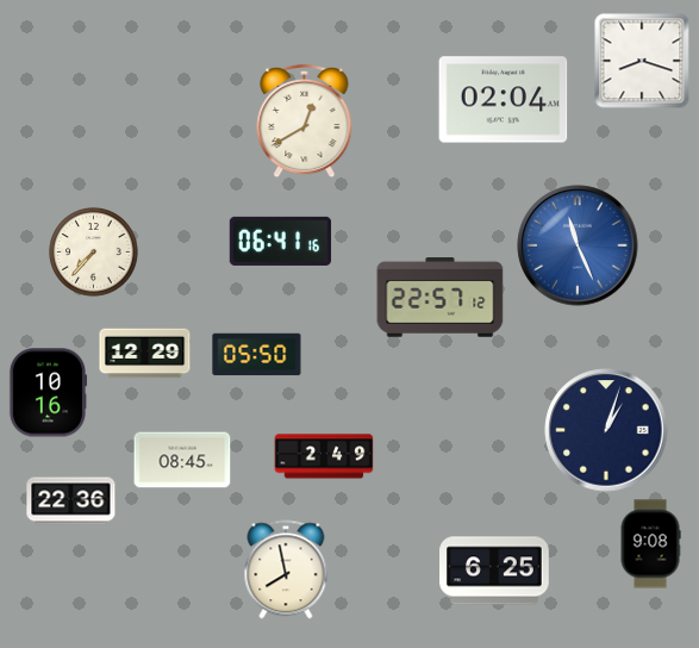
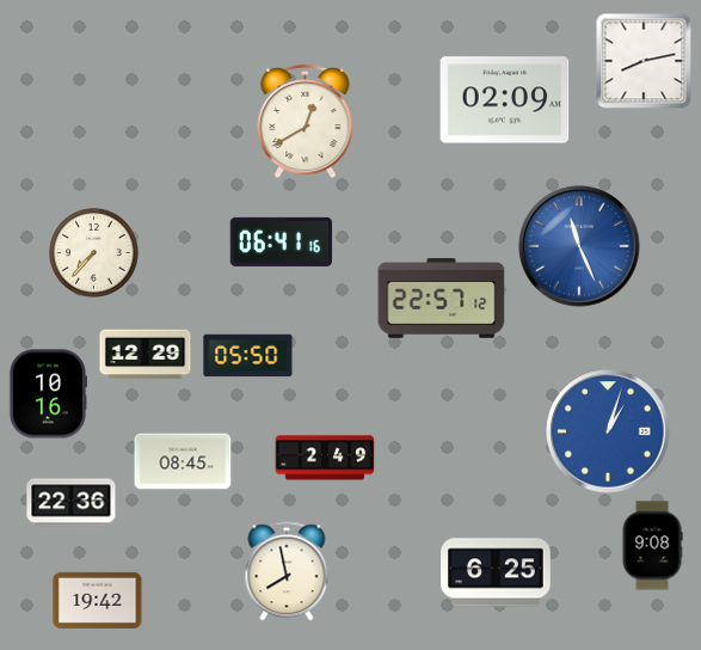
clock at (642, 61): 8:18 -> 8:13
clock at (504, 100): 02:04 -> 02:09
clock at (257, 355) position: (257, 355) -> (248, 356)
clock at (606, 430) dial: navy -> blue
clock at (98, 600): none -> 19:42
